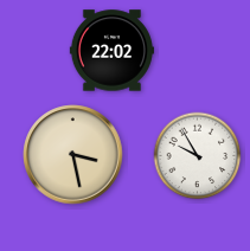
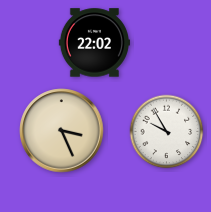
clock at (73, 155): 3:28 -> 3:26
